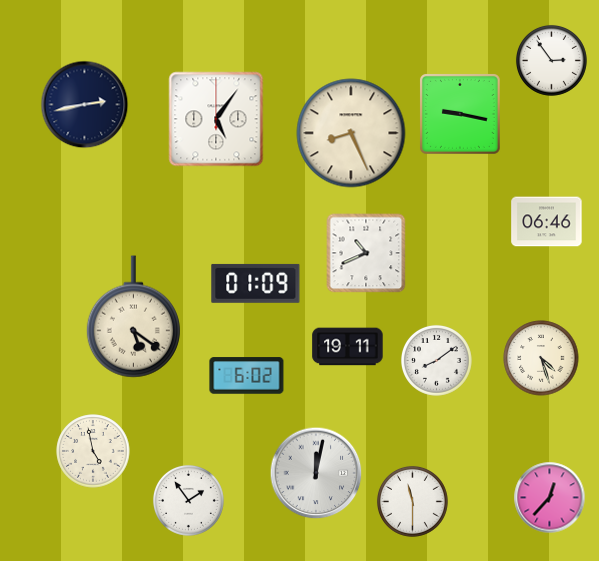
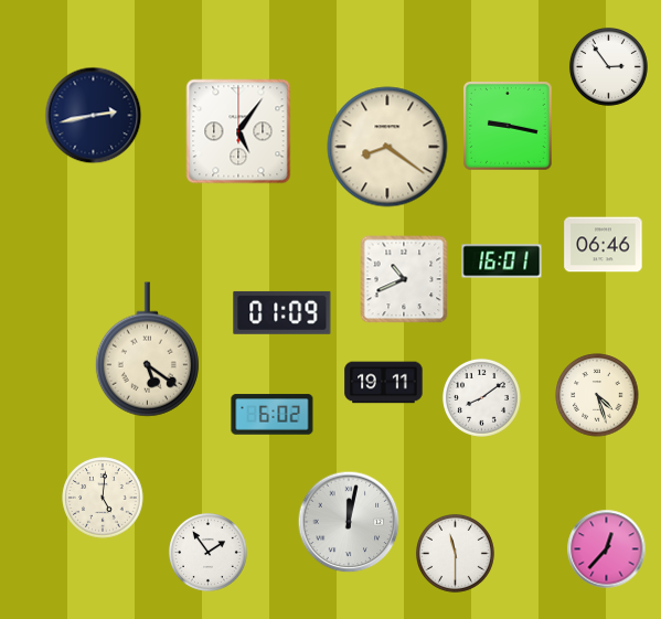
clock at (351, 133): 8:26 -> 8:21
clock at (502, 262): none -> 16:01
clock at (93, 451): 4:58 -> 5:01
